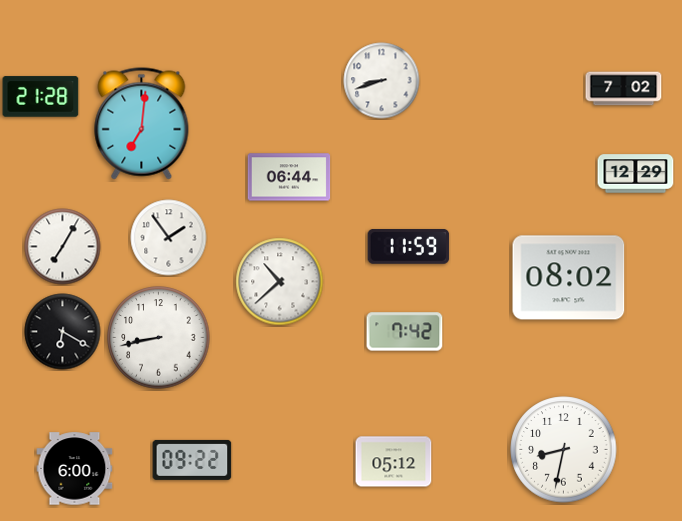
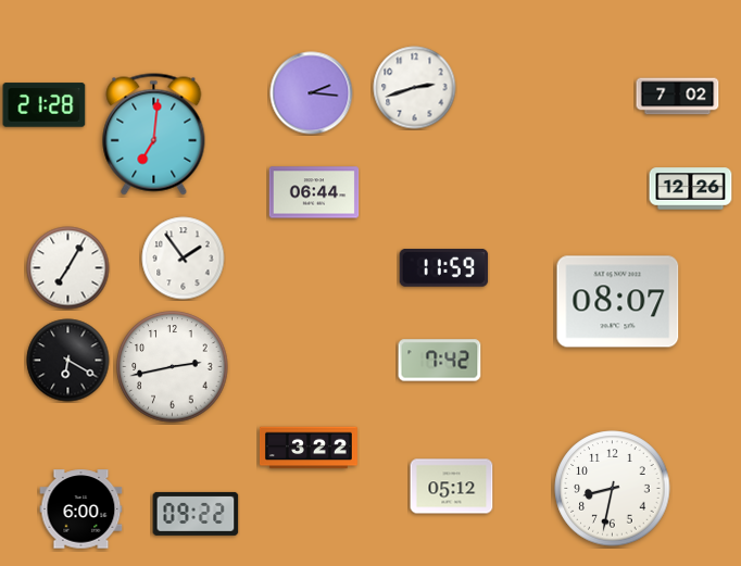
clock at (382, 81): 8:42 -> 2:42
clock at (312, 93): none -> 2:16
clock at (636, 174): 12:29 -> 12:26
clock at (569, 278): 08:02 -> 08:07
clock at (280, 282): 10:38 -> none
clock at (159, 338): 8:43 -> 2:43
clock at (309, 448): none -> 3:22
clock at (192, 460) position: (192, 460) -> (196, 514)
clock at (394, 462) position: (394, 462) -> (452, 487)
